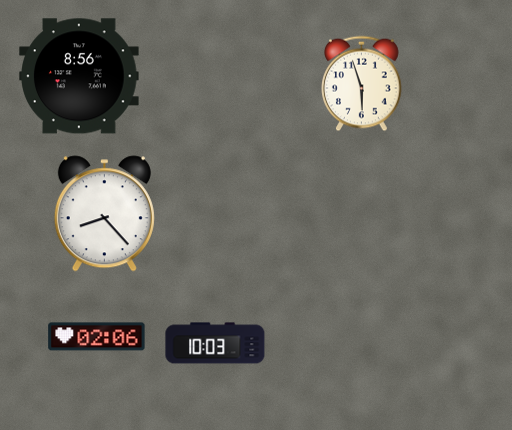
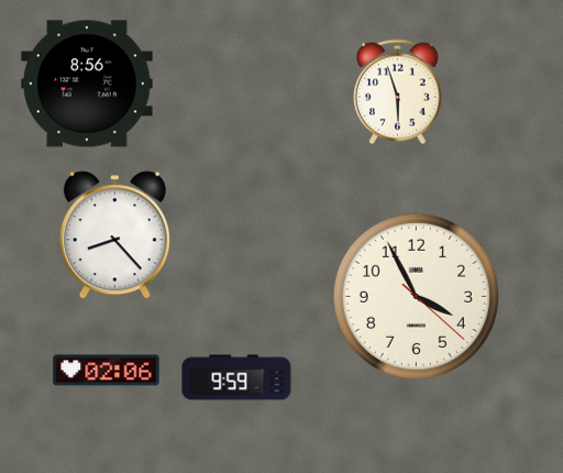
clock at (416, 296): none -> 3:55
clock at (215, 343): 10:03 -> 9:59
